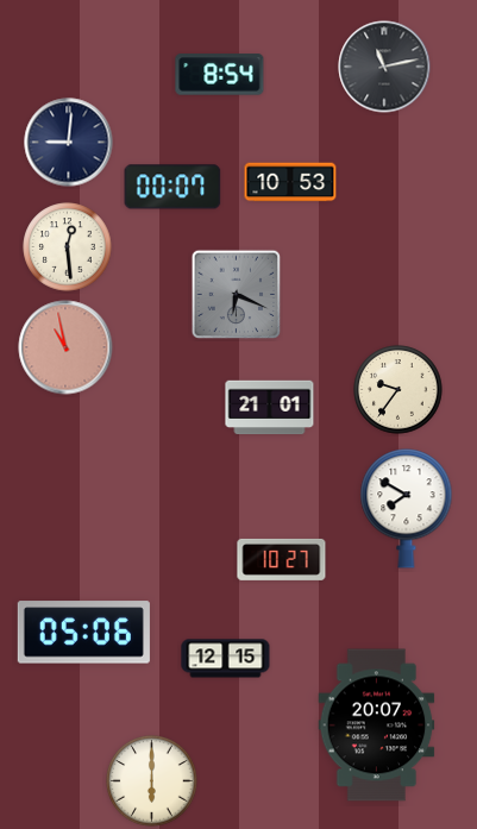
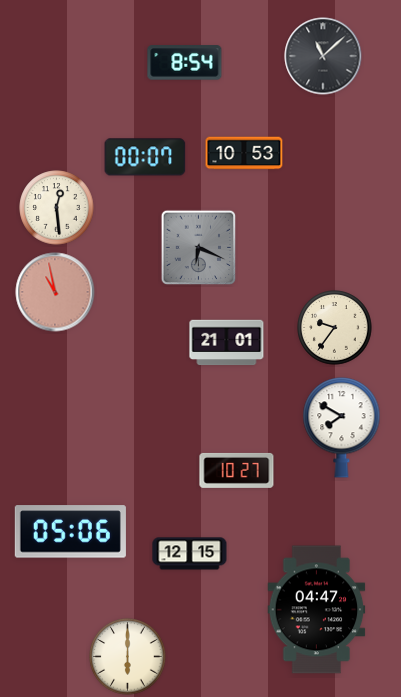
clock at (384, 67): 11:13 -> 11:08
clock at (69, 143): 9:01 -> none
clock at (377, 726): 20:07 -> 04:47
